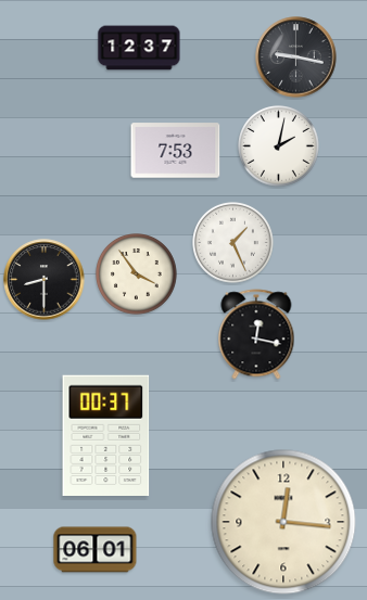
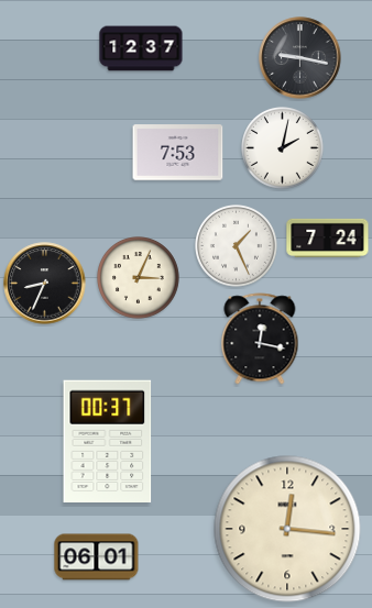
clock at (328, 237): none -> 7:24
clock at (137, 275): 3:54 -> 3:04
clock at (45, 280): 8:30 -> 8:34
